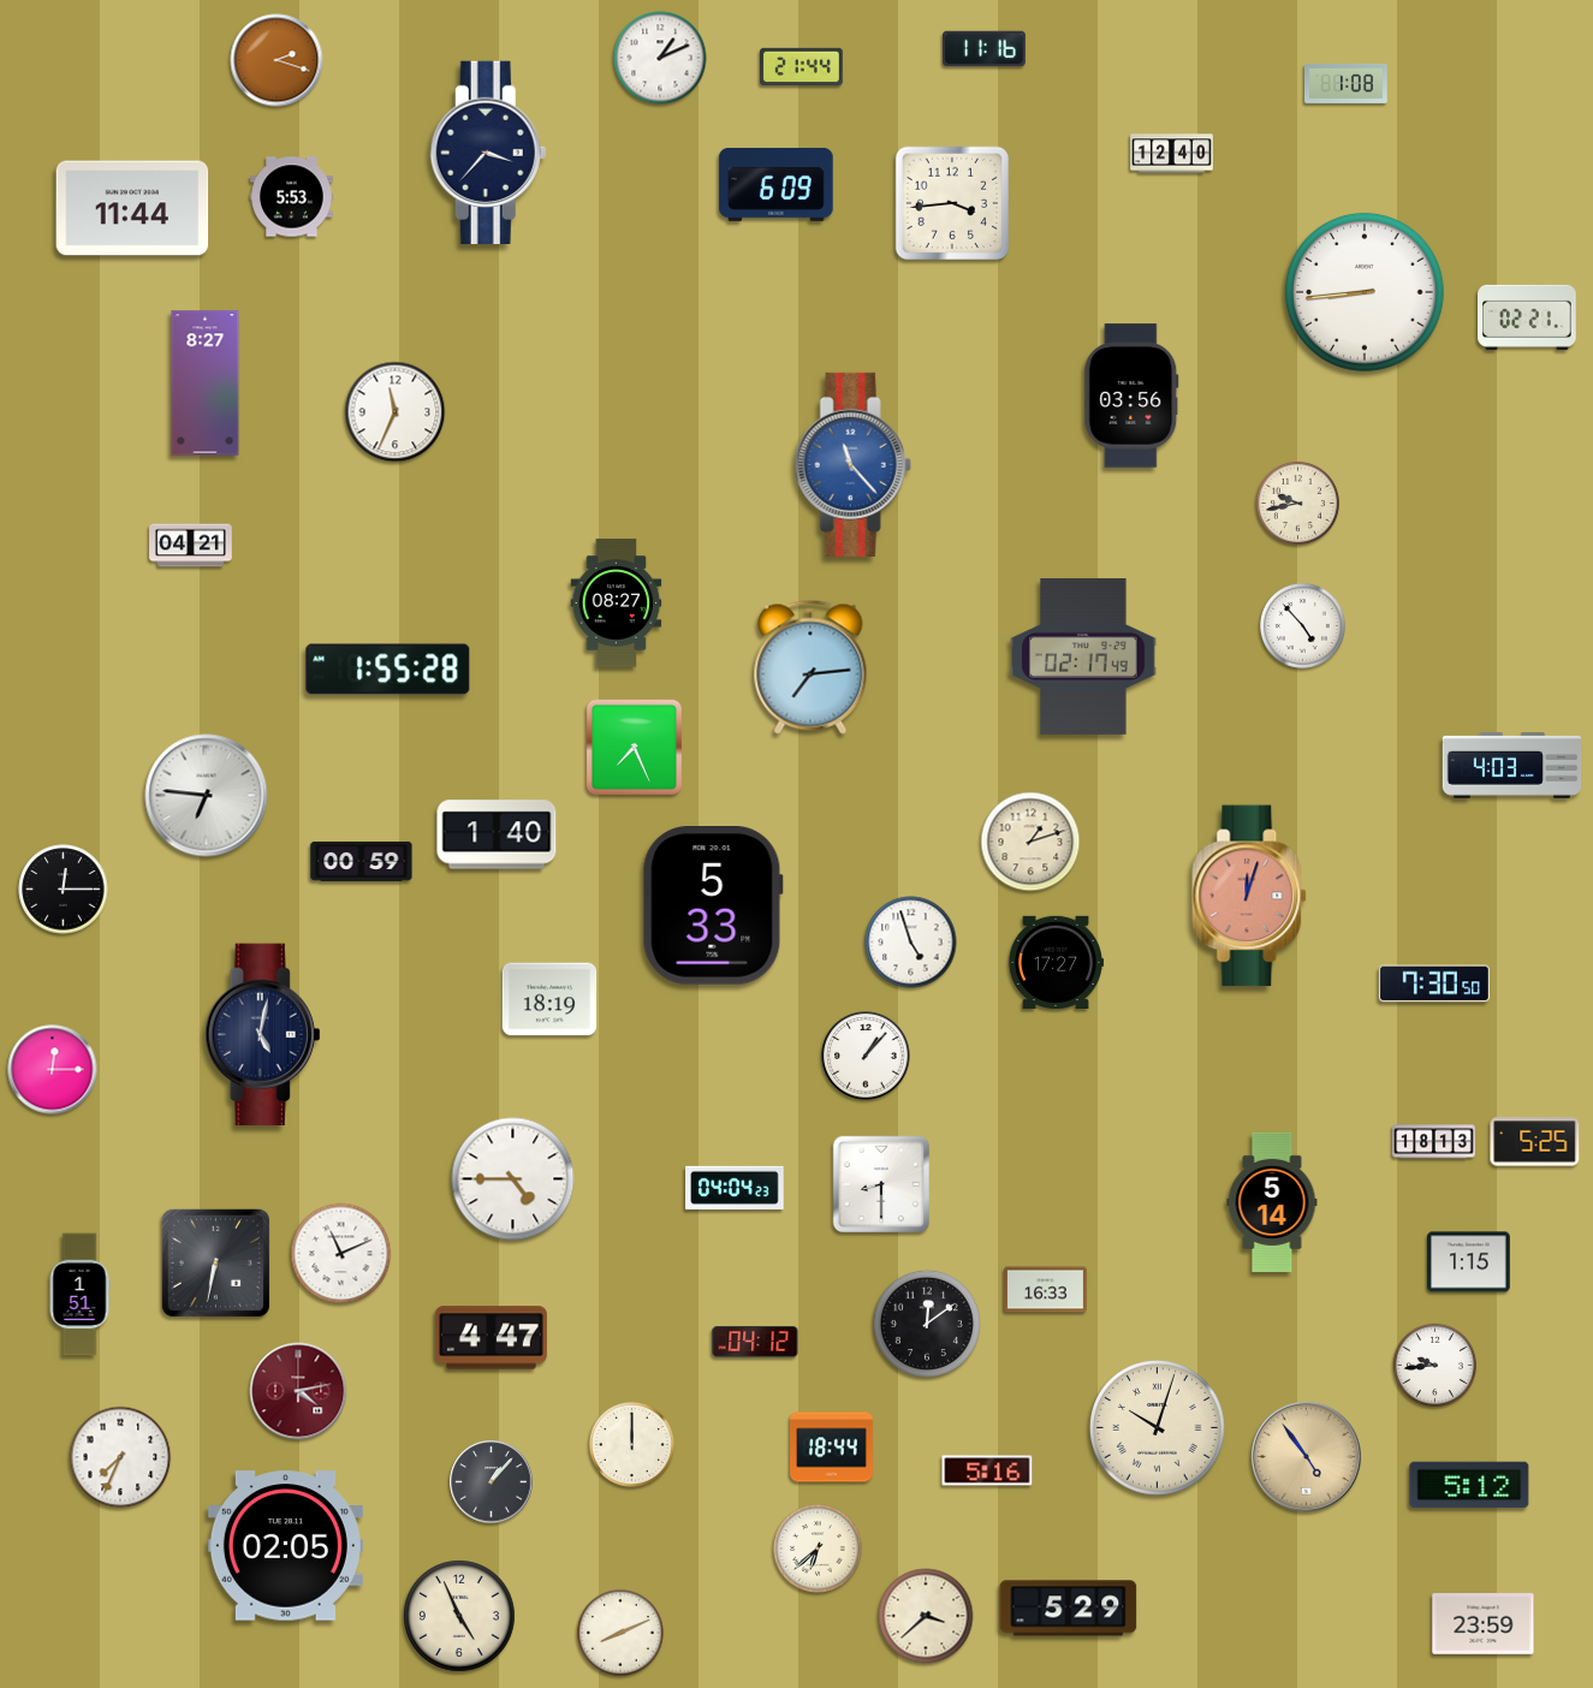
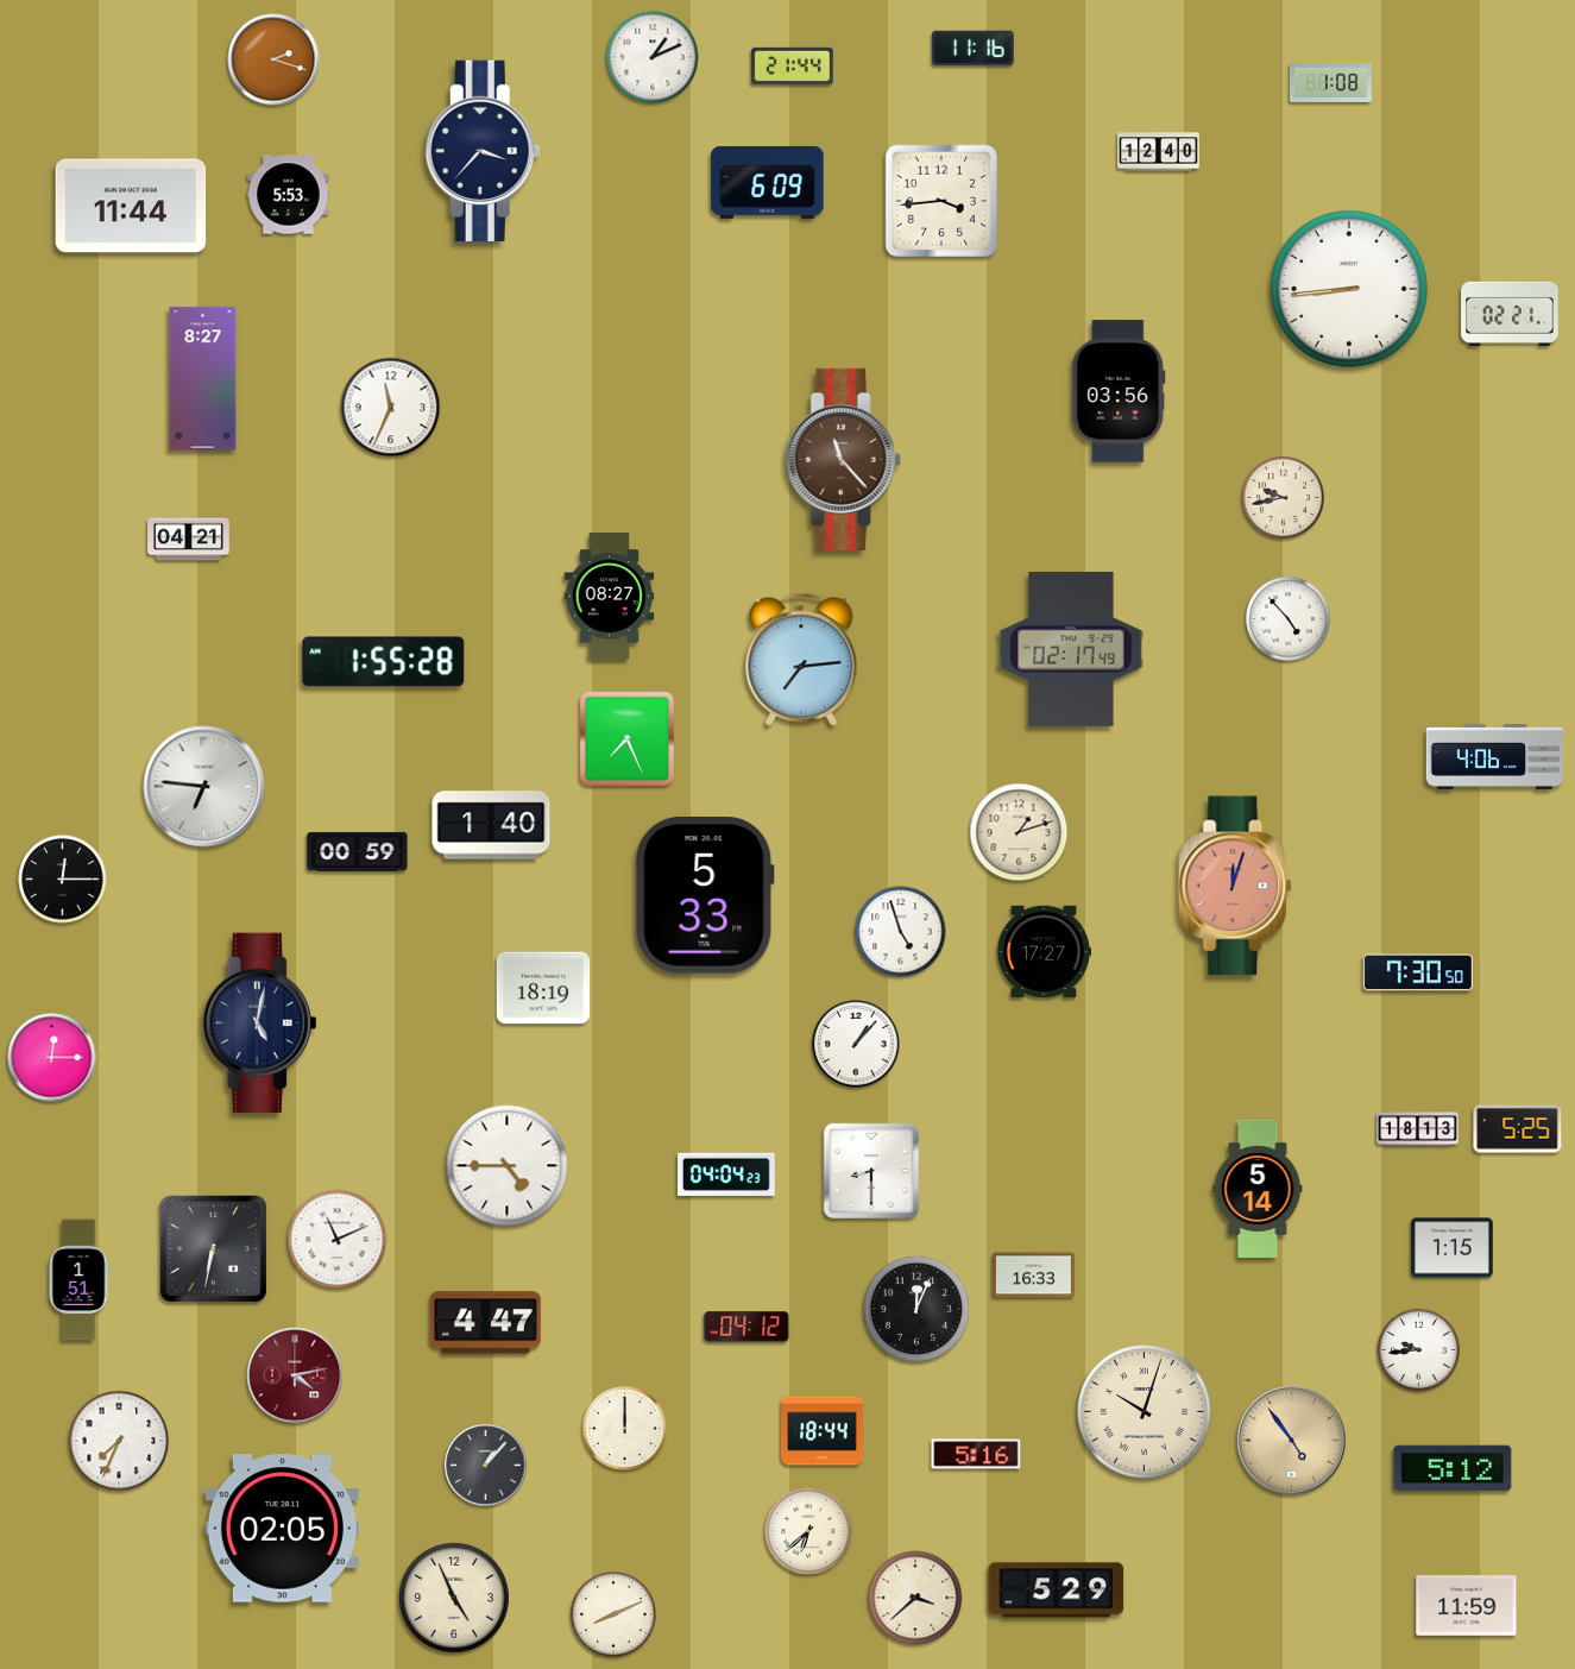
clock at (852, 464) dial: blue -> brown
clock at (1512, 766): 4:03 -> 4:06
clock at (927, 1324): 12:09 -> 12:04
clock at (1484, 1624): 23:59 -> 11:59
